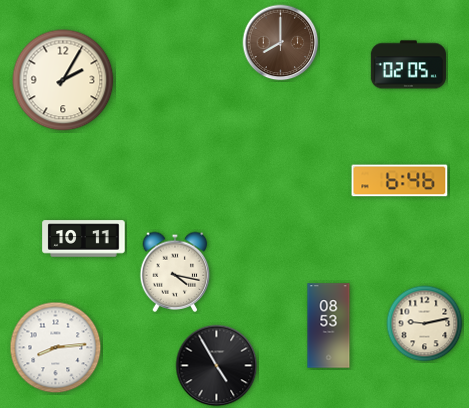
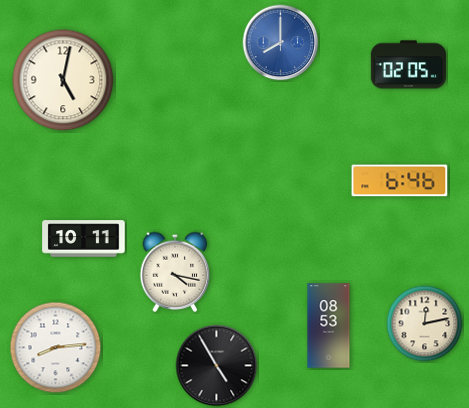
clock at (281, 43) dial: brown -> blue
clock at (63, 80): 2:05 -> 5:02
clock at (425, 324): 9:13 -> 12:13
